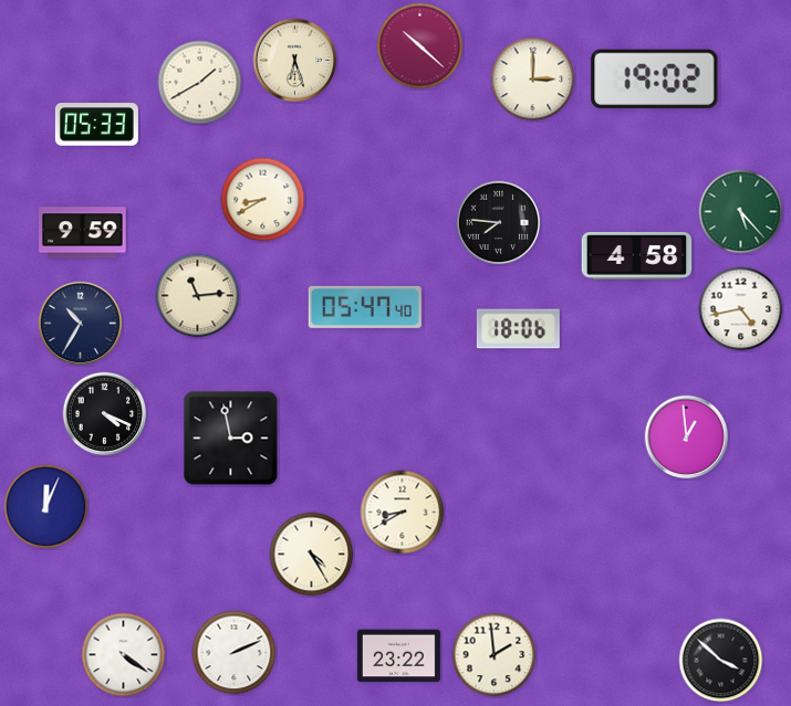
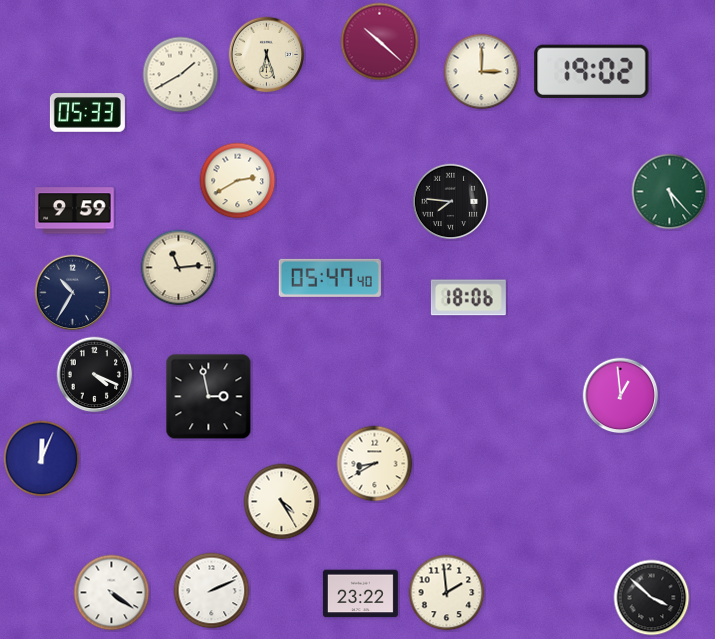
clock at (263, 200): 8:40 -> 2:40
clock at (637, 255): 4:58 -> none
clock at (741, 309): 4:43 -> none
clock at (403, 513) position: (403, 513) -> (375, 464)
